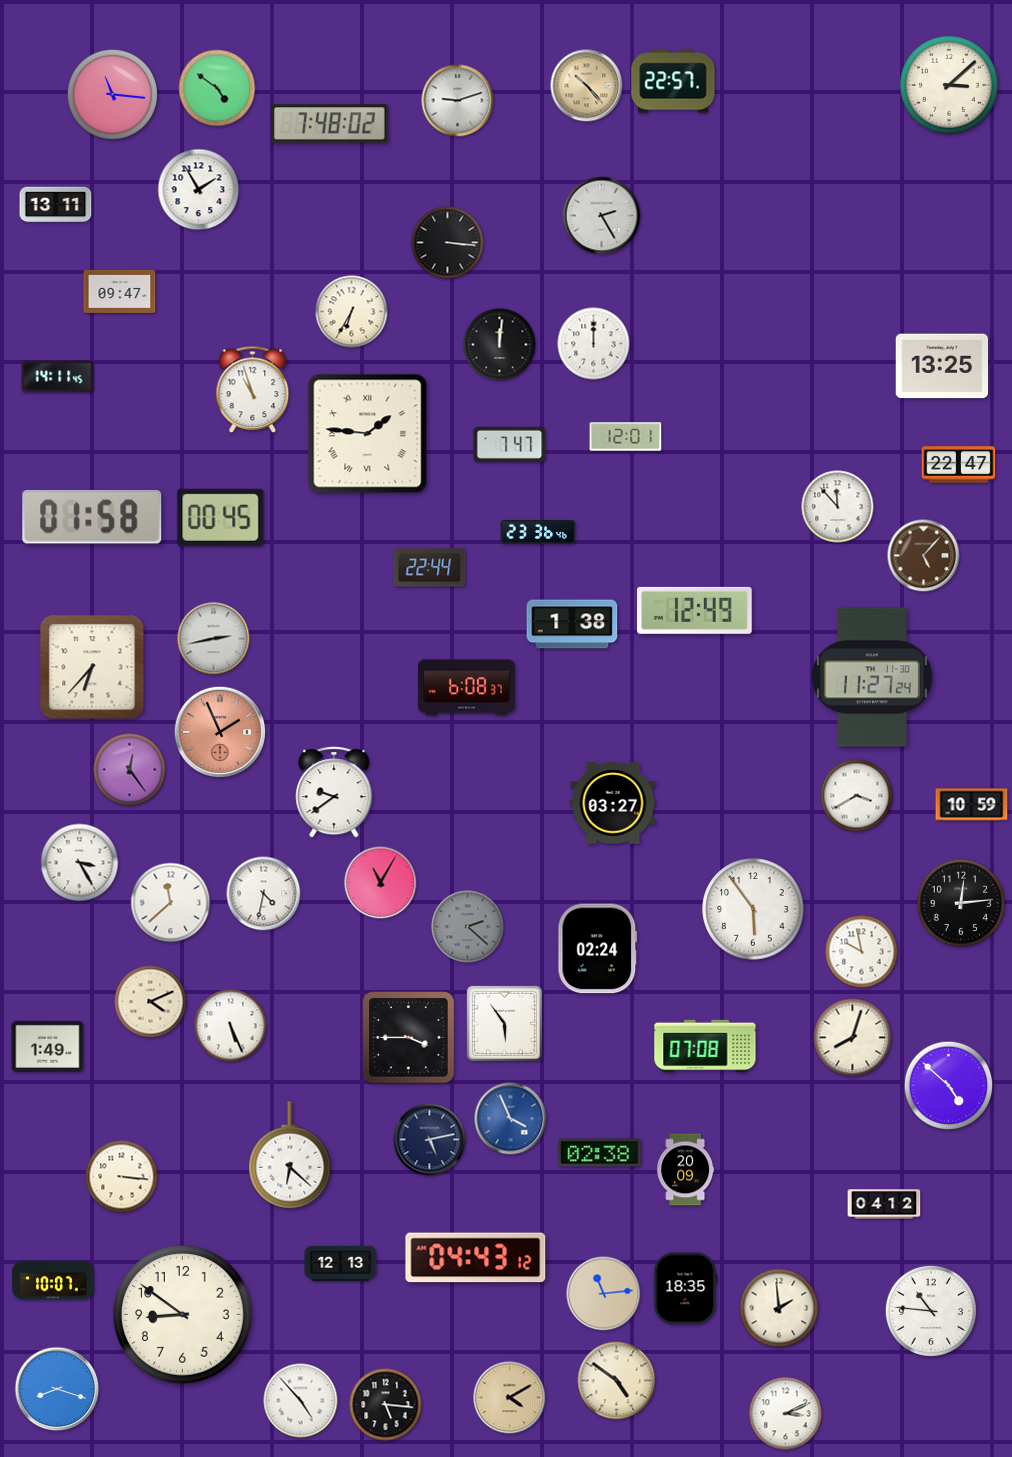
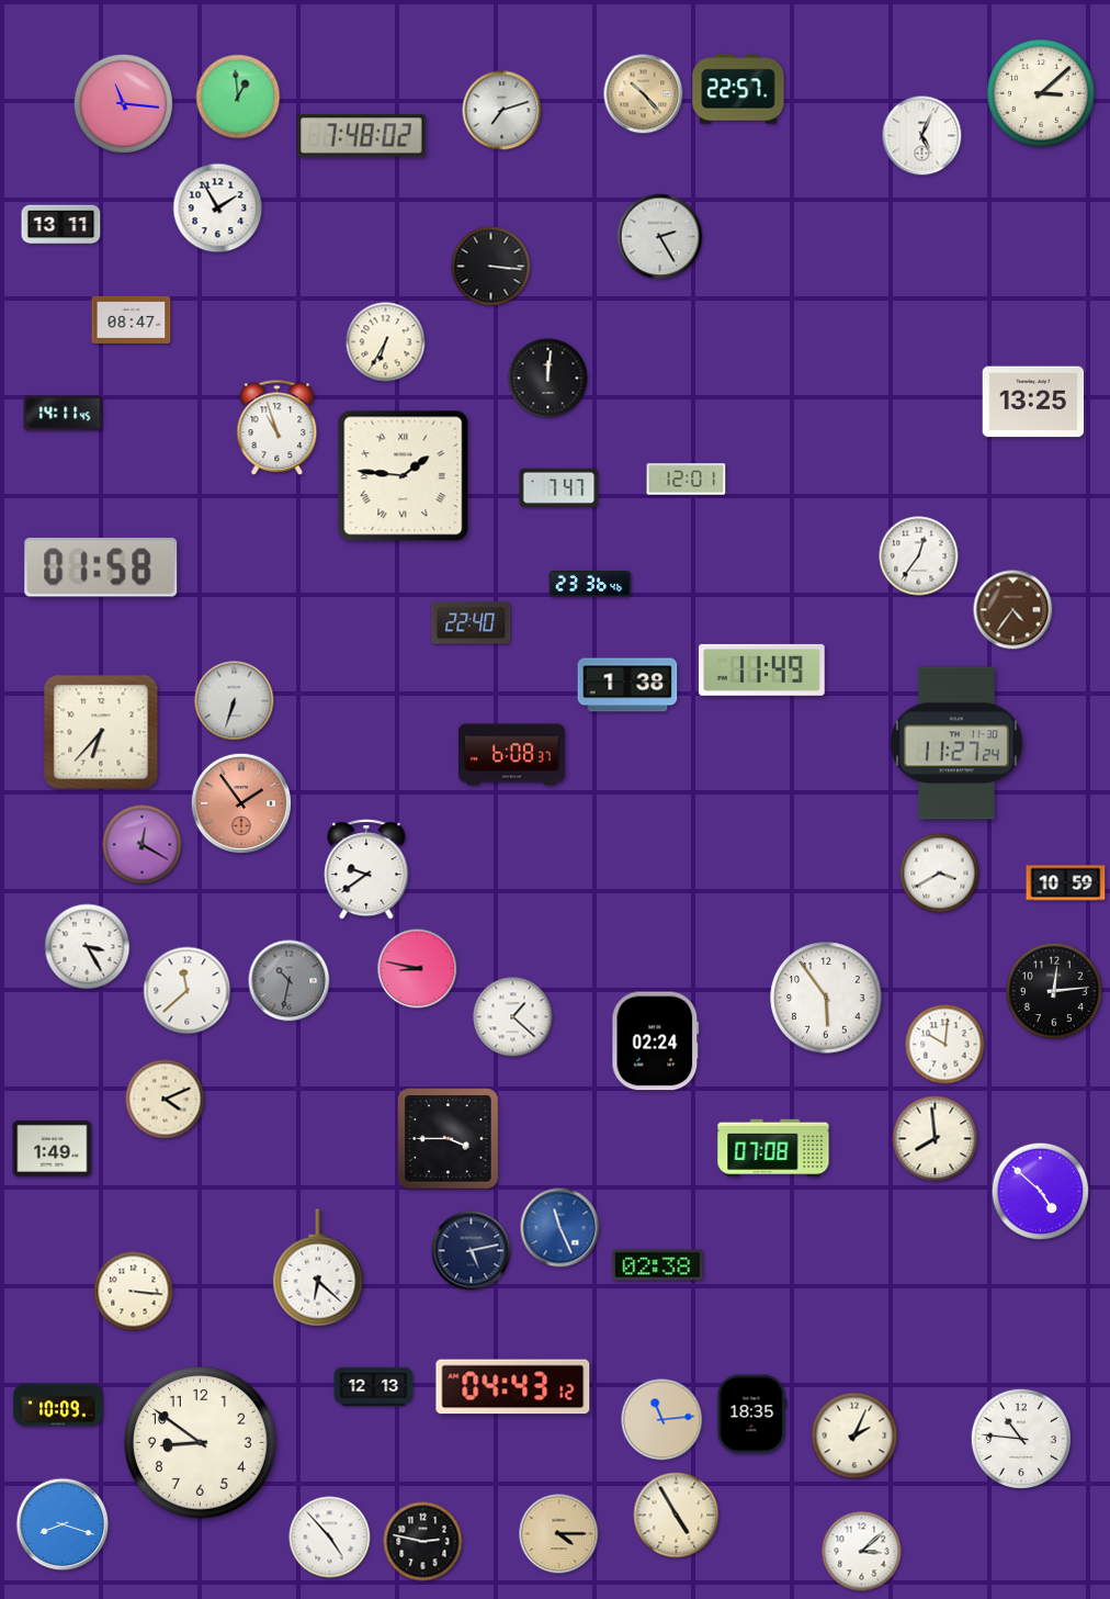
clock at (217, 88): 4:51 -> 12:59
clock at (458, 101): 9:12 -> 7:12
clock at (922, 136): none -> 5:04
clock at (120, 291): 09:47 -> 08:47
clock at (594, 344): 12:00 -> none
clock at (959, 465): 22:47 -> none
clock at (838, 507): 11:53 -> 12:36
clock at (221, 517): 00:45 -> none
clock at (924, 556): 5:07 -> 4:36
clock at (430, 568): 22:44 -> 22:40
clock at (695, 610): 12:49 -> 11:49
clock at (214, 639): 2:43 -> 6:33
clock at (219, 731): 1:56 -> 1:54
clock at (130, 770): 12:24 -> 12:20
clock at (613, 803): 03:27 -> none
clock at (381, 883): 11:05 -> 8:47
clock at (264, 894): 4:32 -> 10:32
clock at (264, 894) dial: white -> grey
clock at (468, 927): 2:22 -> 1:22
clock at (468, 927) dial: grey -> white
clock at (862, 952): 9:58 -> 10:01
clock at (504, 1023): 5:54 -> none
clock at (231, 1026): 5:26 -> none
clock at (853, 1038): 8:03 -> 7:59
clock at (511, 1119): 3:56 -> 11:26
clock at (686, 1170): 20:09 -> none
clock at (884, 1204): 04:12 -> none
clock at (476, 1258) position: (476, 1258) -> (513, 1387)
clock at (53, 1280): 10:07 -> 10:09
clock at (779, 1308): 1:59 -> 2:04
clock at (617, 1381): 4:51 -> 4:55
clock at (510, 1398): 4:10 -> 4:15
clock at (386, 1405): 5:16 -> 2:47
clock at (786, 1414): 3:11 -> 3:08
